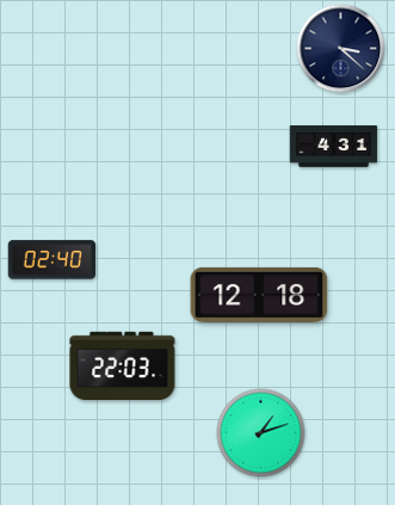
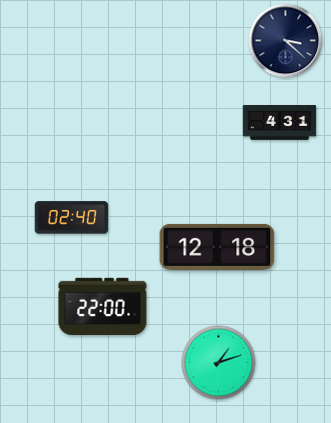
clock at (53, 260) position: (53, 260) -> (72, 218)
clock at (123, 367): 22:03 -> 22:00
